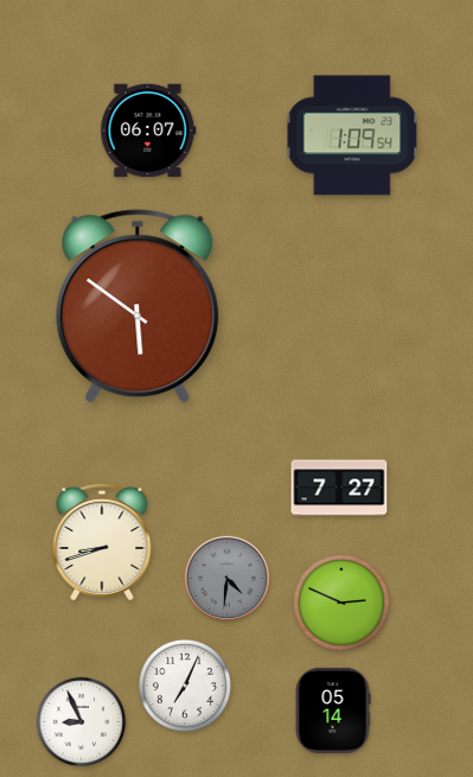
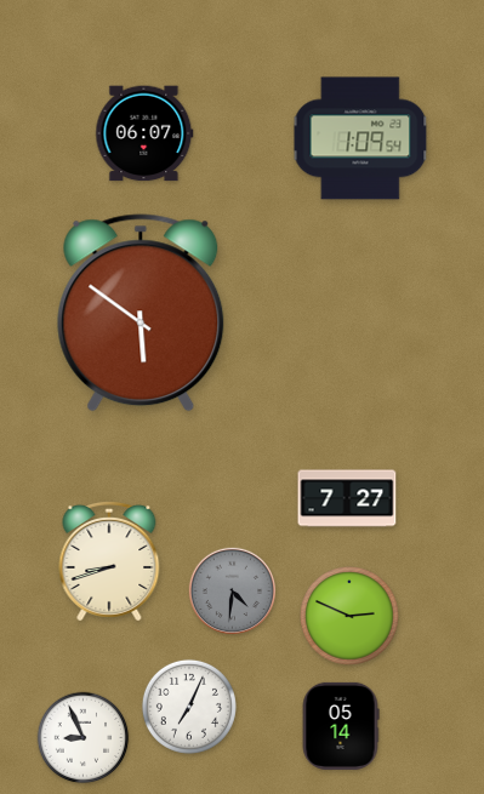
clock at (148, 130) position: (148, 130) -> (144, 133)
clock at (102, 542) position: (102, 542) -> (109, 561)
clock at (185, 686) position: (185, 686) -> (189, 707)
